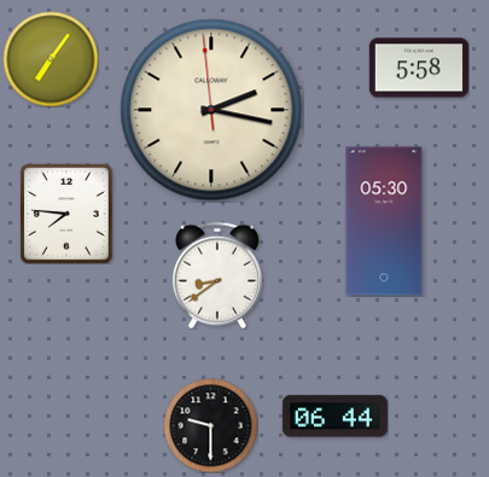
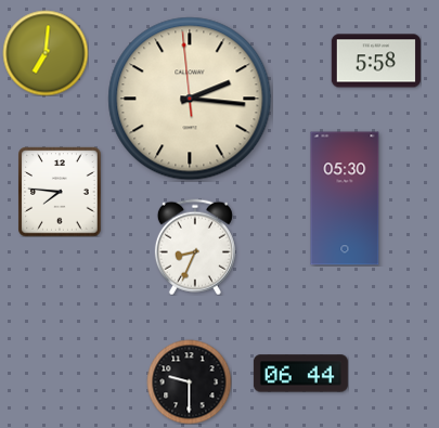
clock at (51, 59): 7:06 -> 7:01
clock at (211, 110): 2:16 -> 2:15
clock at (217, 275): 8:39 -> 8:34
